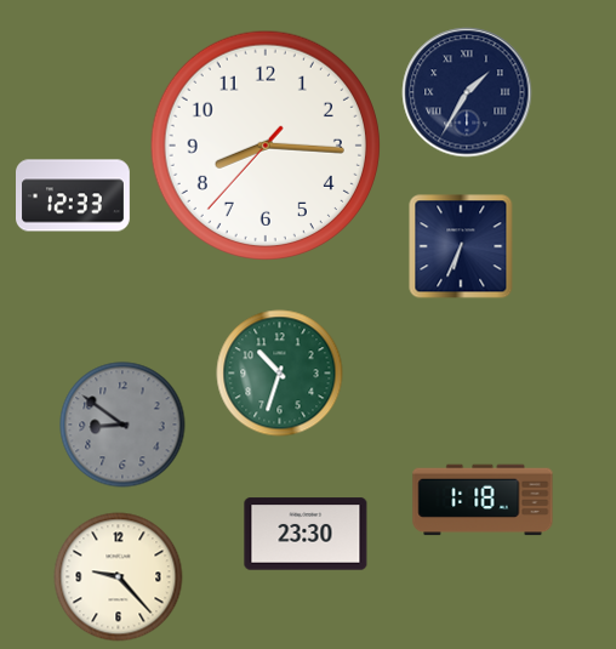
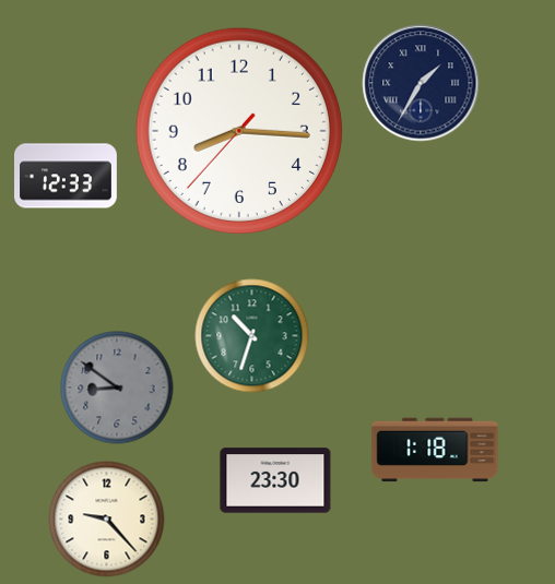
clock at (461, 246): 6:34 -> none
clock at (122, 425) position: (122, 425) -> (117, 388)
